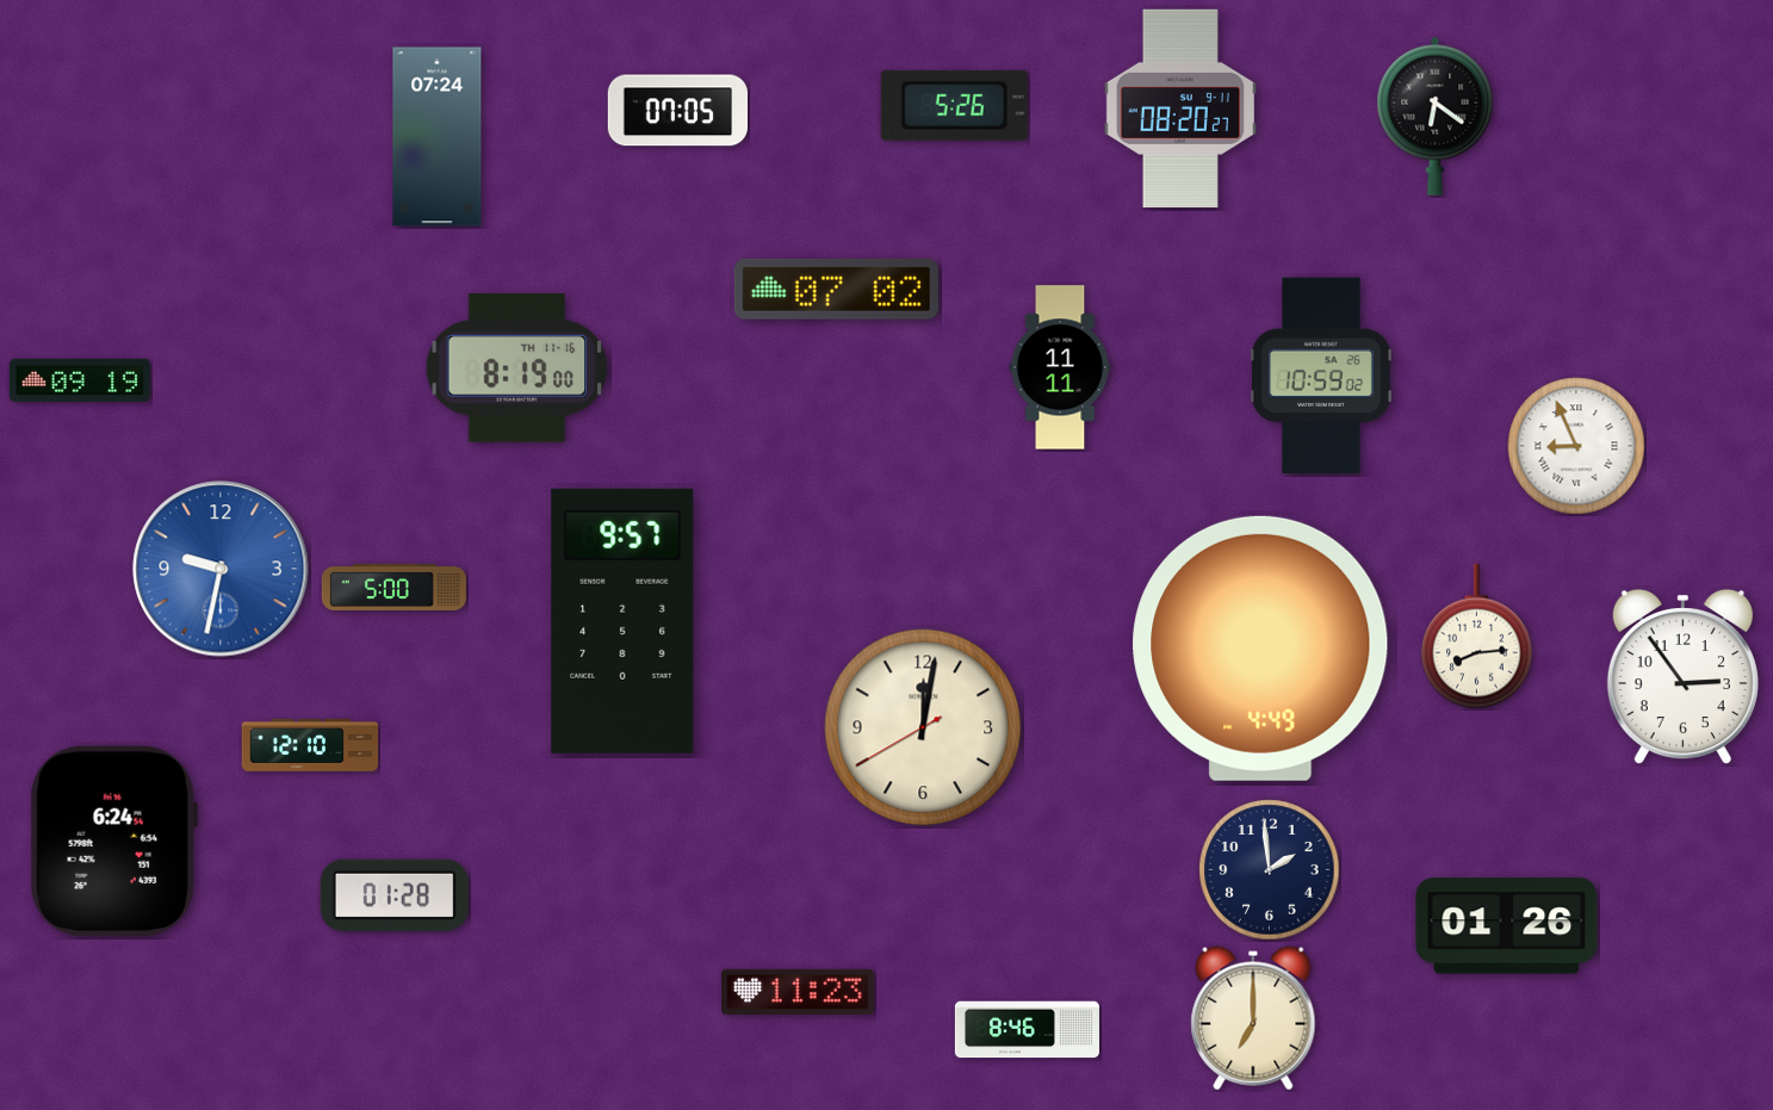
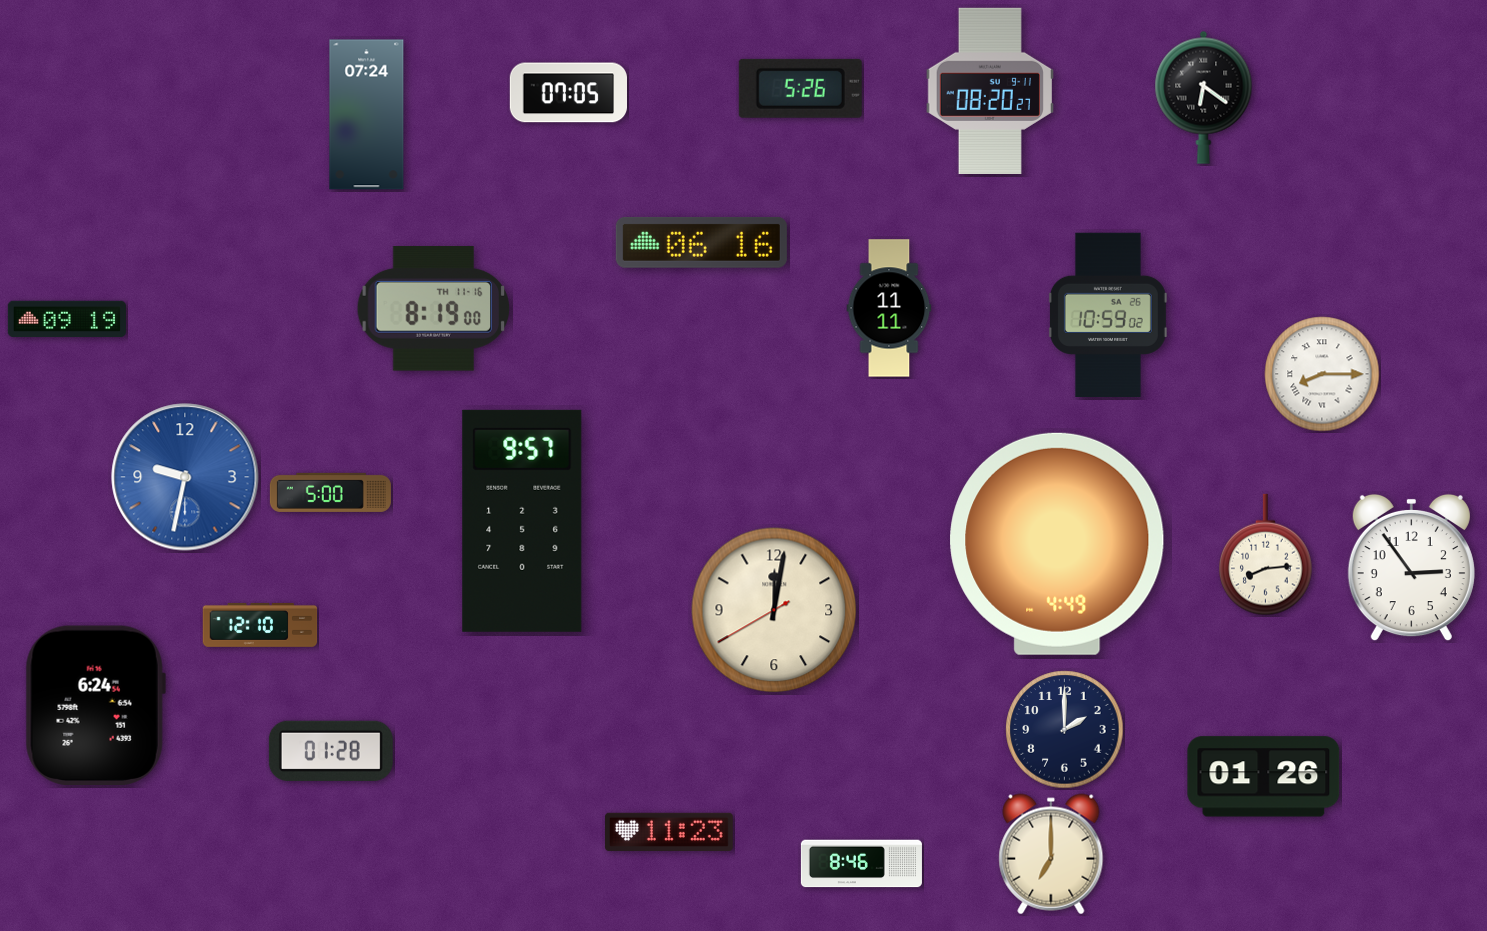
clock at (836, 289): 07:02 -> 06:16
clock at (1576, 446): 8:56 -> 8:15
clock at (1477, 637) position: (1477, 637) -> (1266, 555)
clock at (1270, 870): 1:59 -> 2:00
